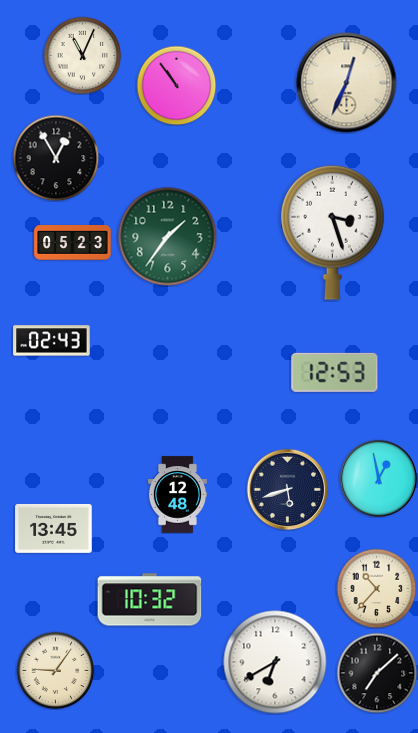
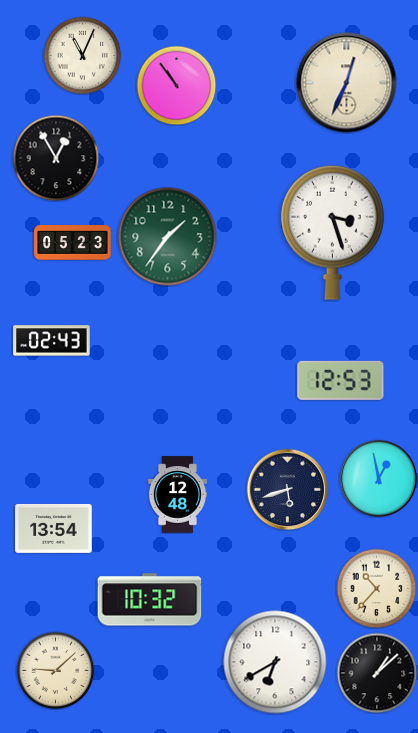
clock at (335, 372) position: (335, 372) -> (341, 380)
clock at (54, 528): 13:45 -> 13:54
clock at (55, 670): 9:06 -> 9:08
clock at (377, 673): 7:08 -> 1:08
